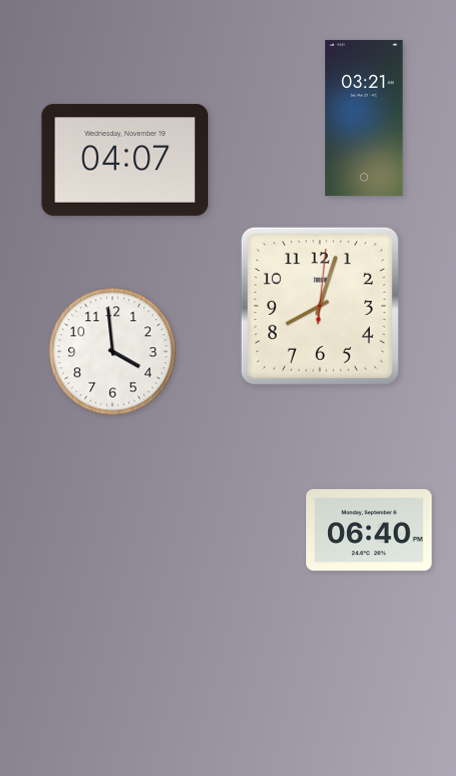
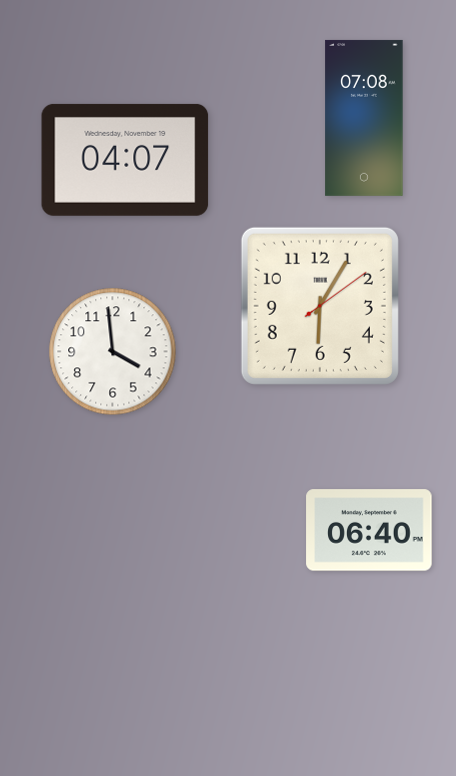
clock at (364, 118): 03:21 -> 07:08
clock at (320, 306): 8:03 -> 6:05
